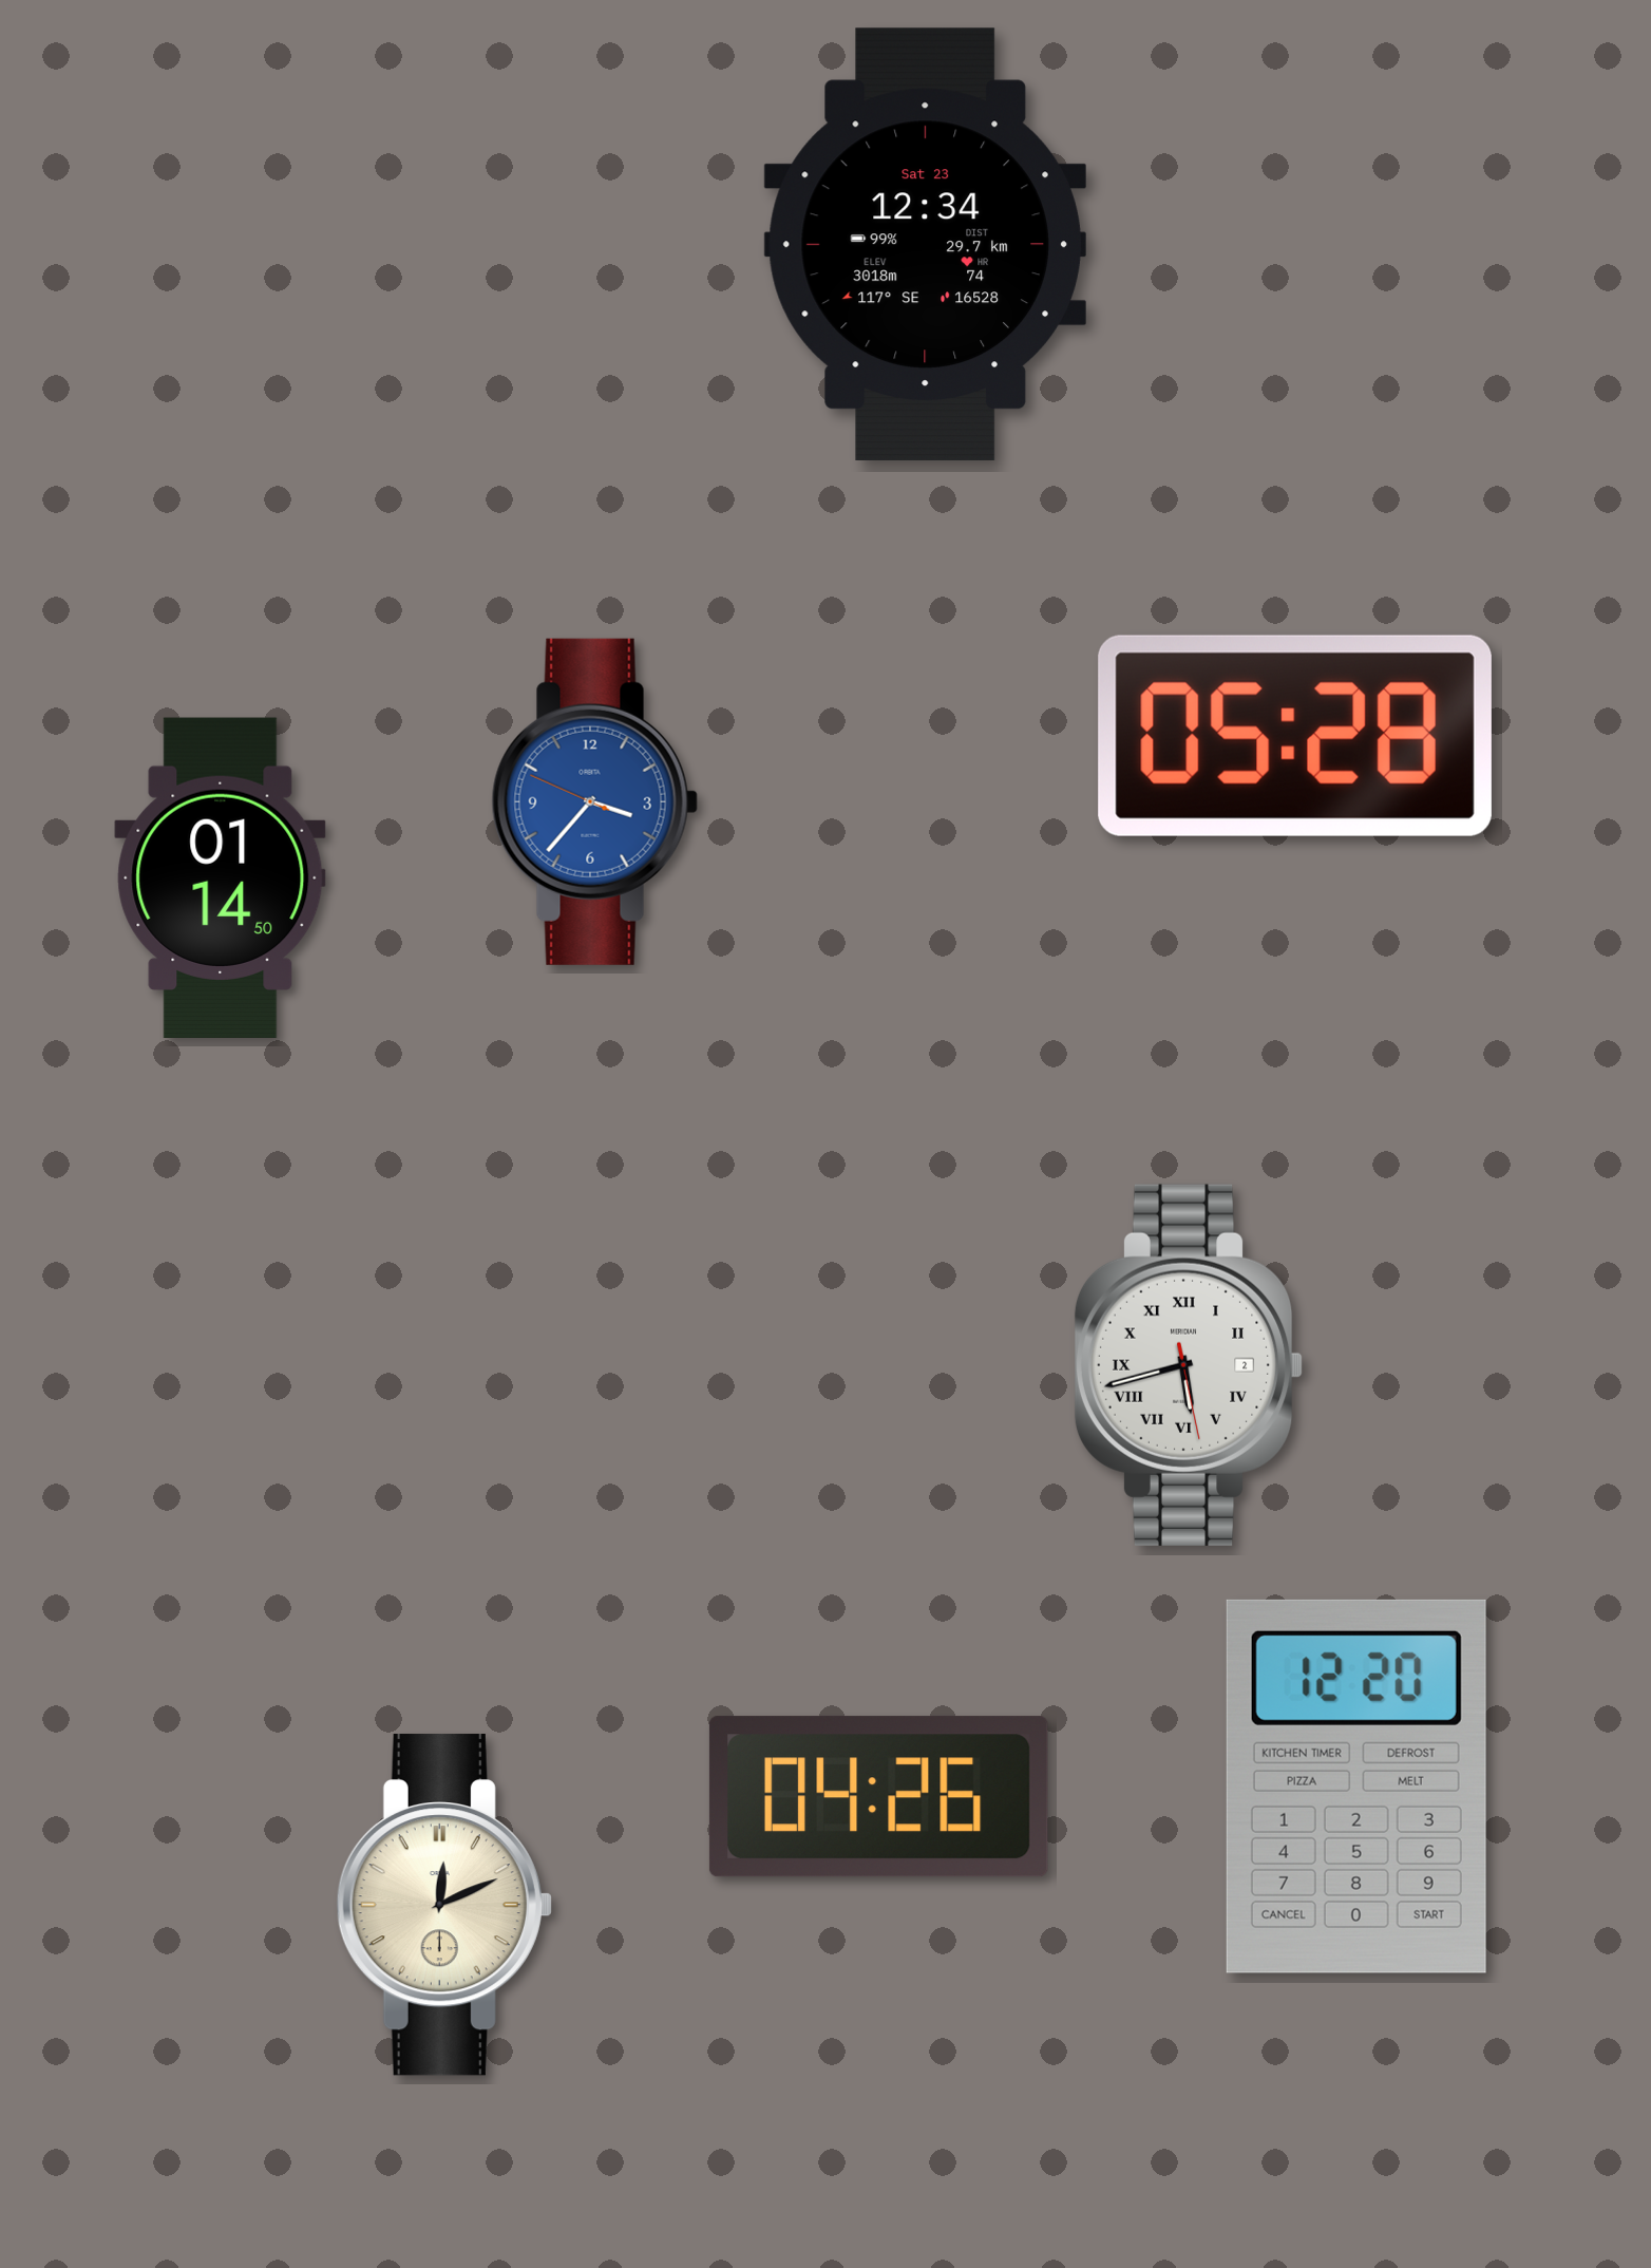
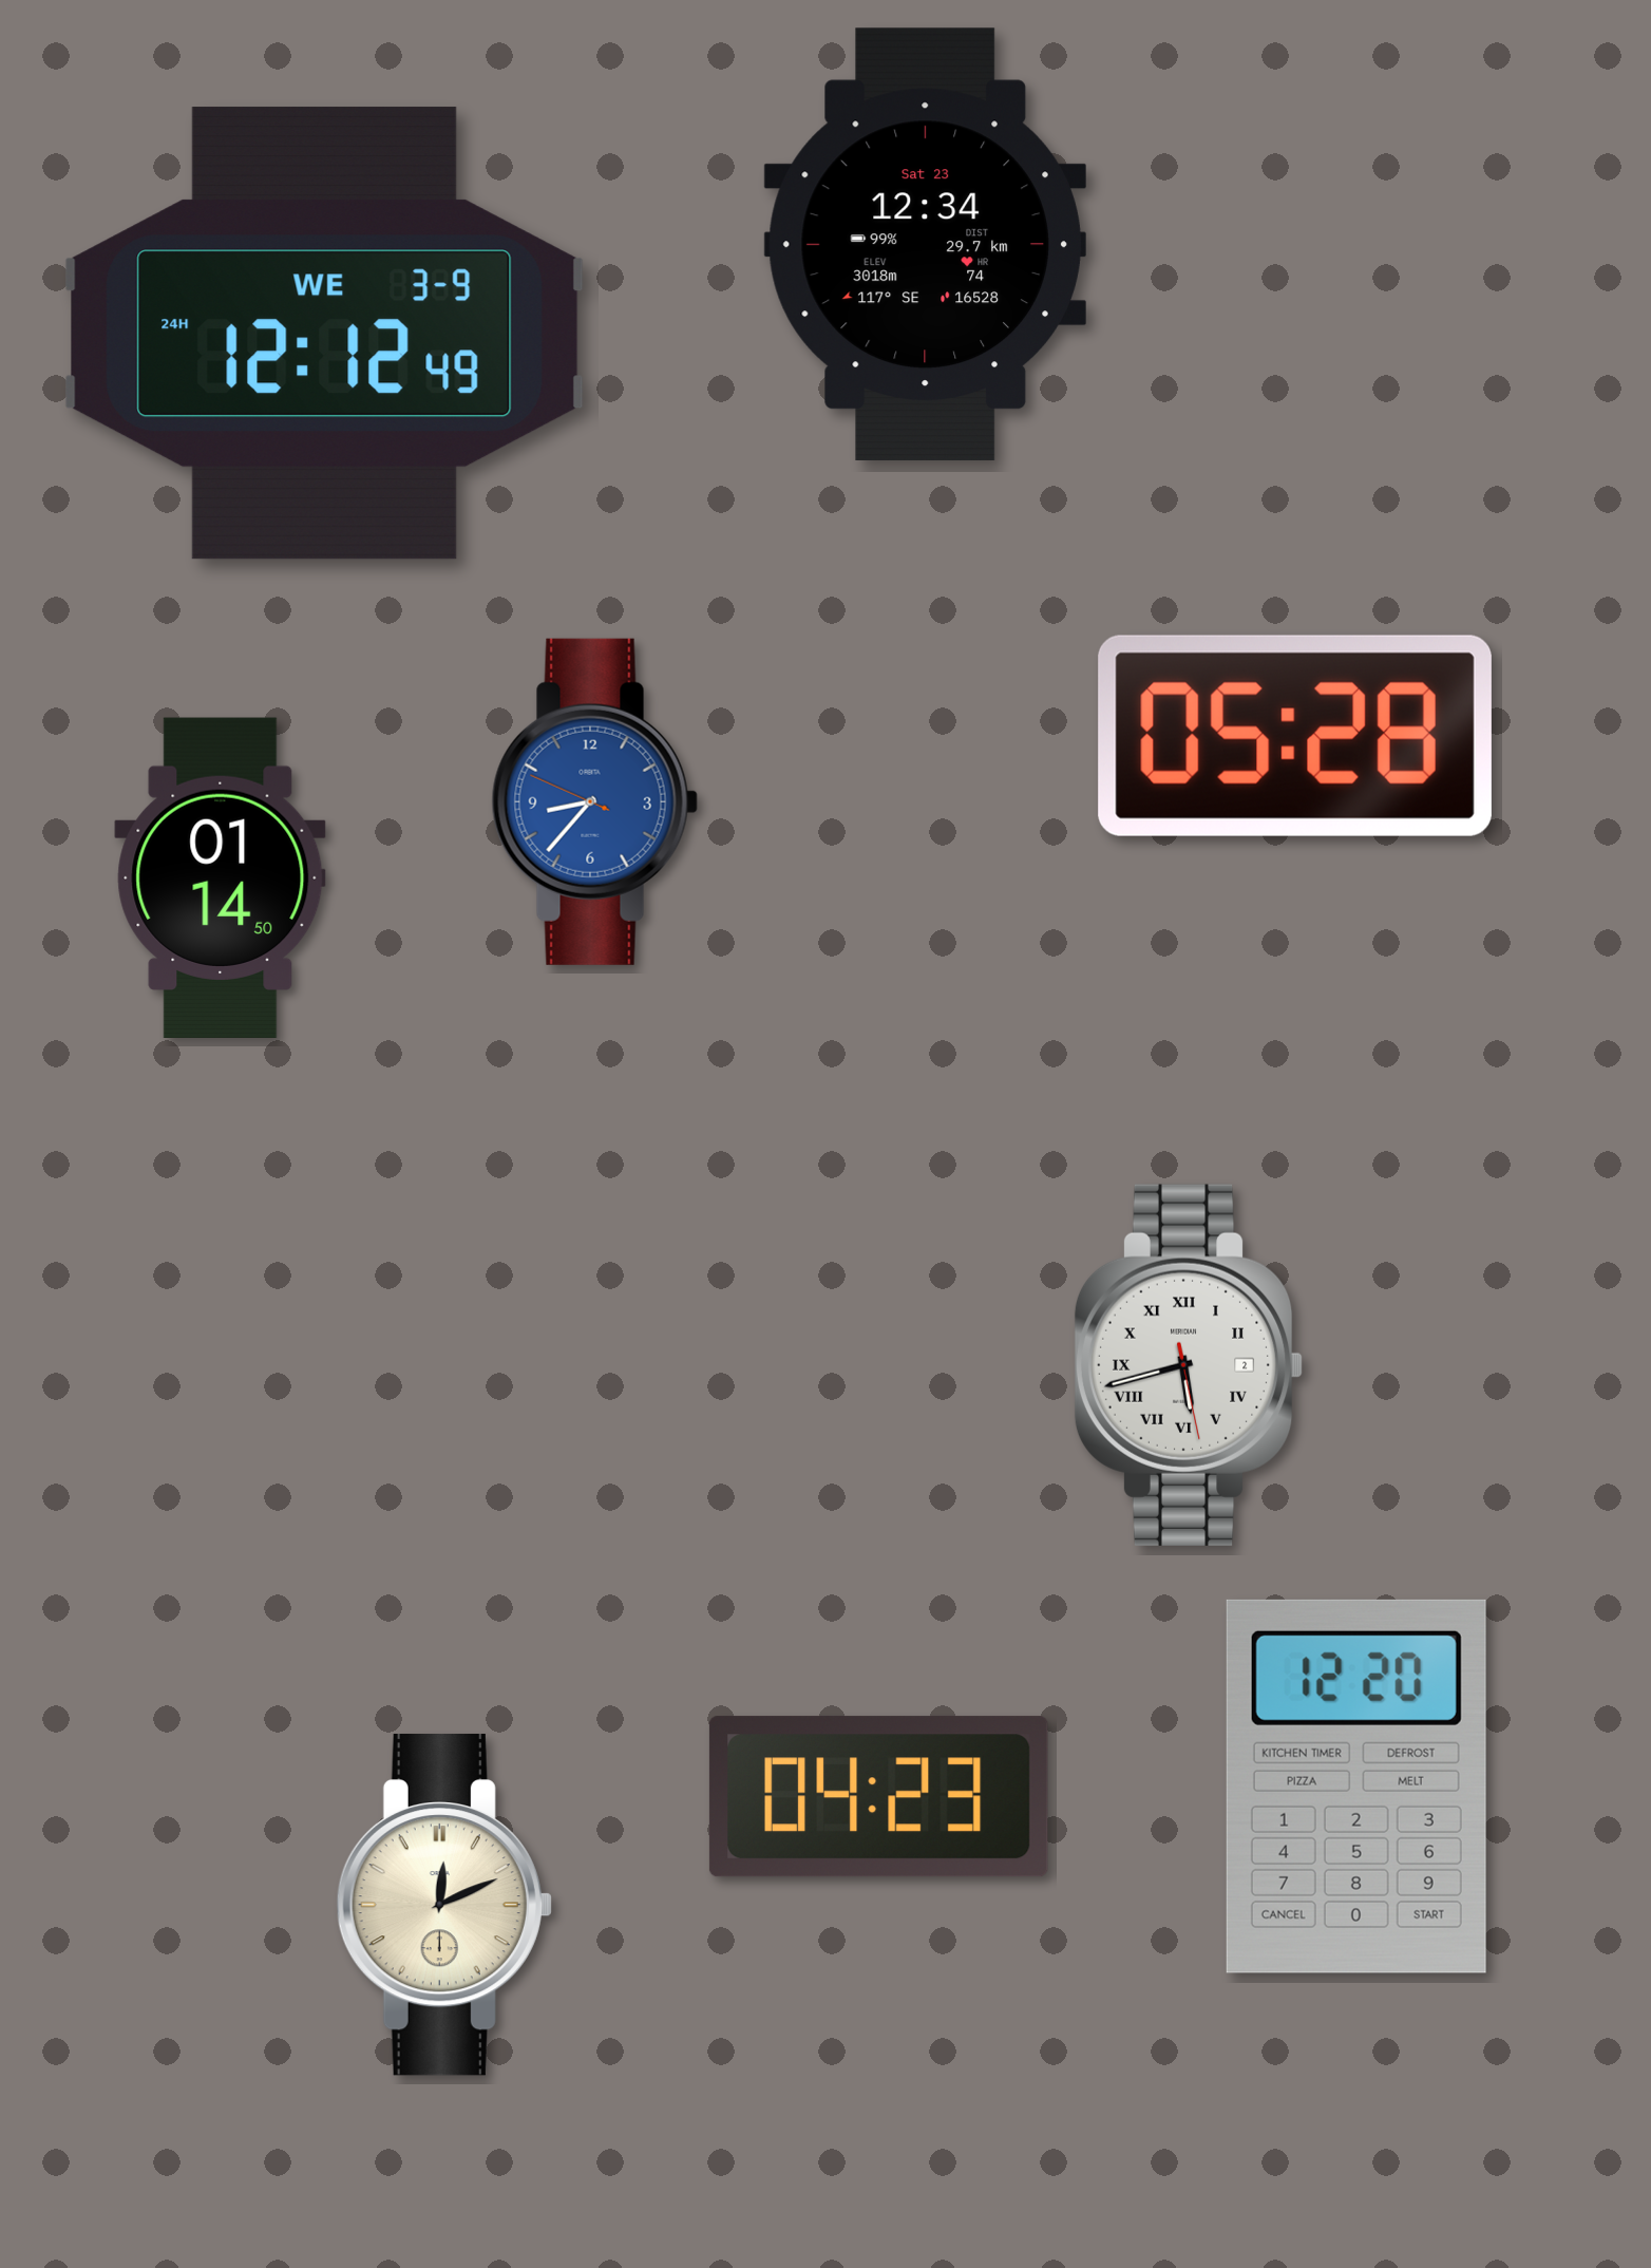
clock at (325, 334): none -> 12:12
clock at (594, 801): 3:36 -> 8:36
clock at (878, 1797): 04:26 -> 04:23
